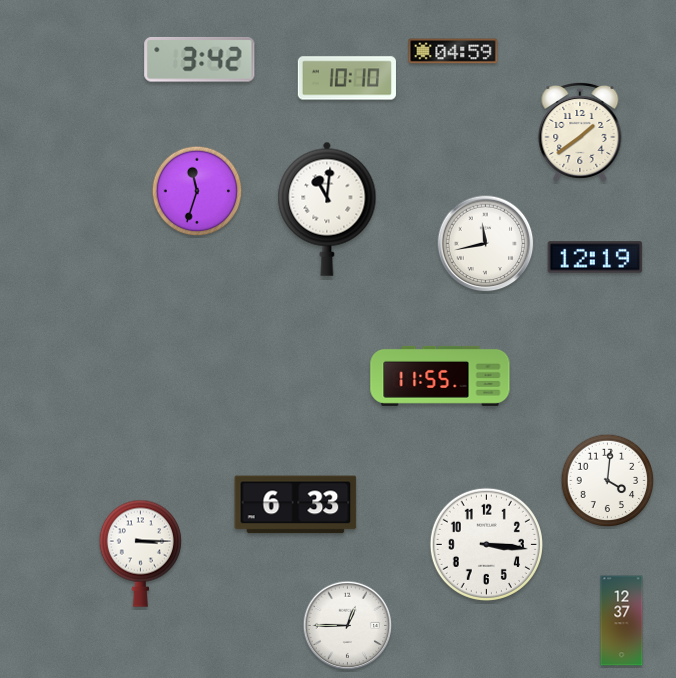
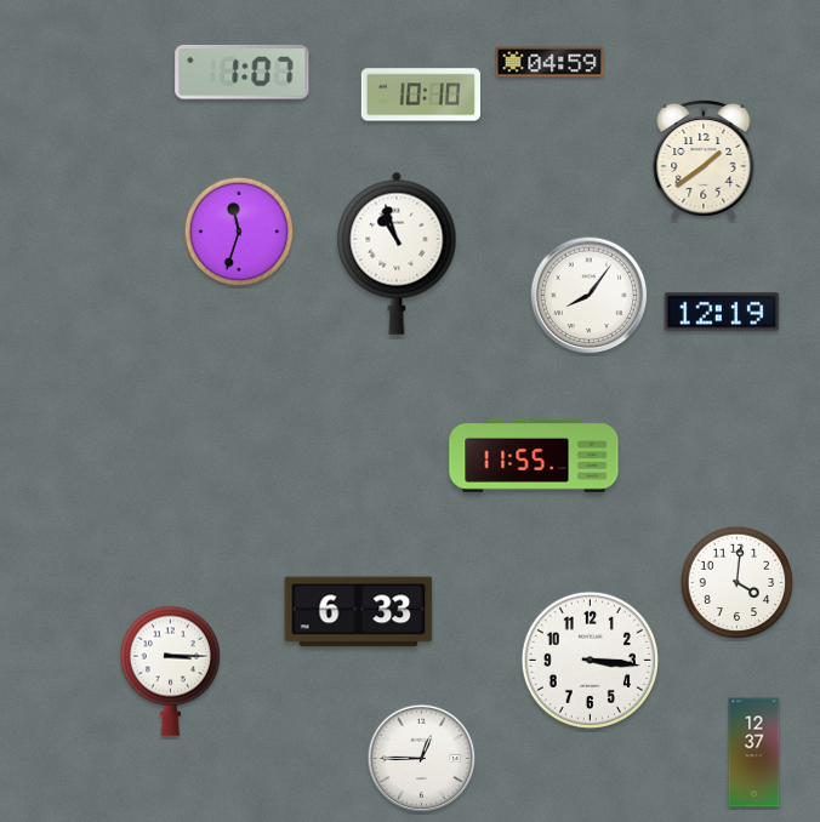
clock at (200, 60): 3:42 -> 1:07
clock at (327, 209): 11:01 -> 10:57
clock at (486, 244): 11:43 -> 8:06
